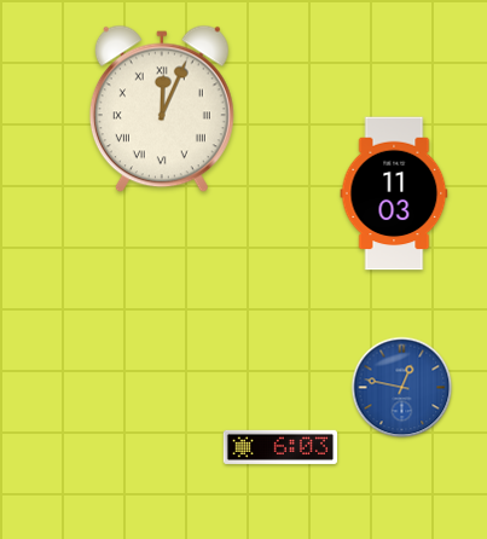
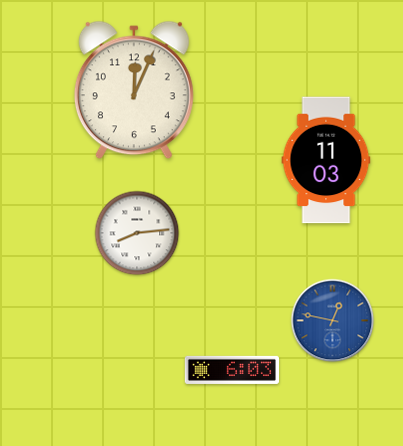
clock at (162, 109) numerals: Roman -> Arabic
clock at (137, 233): none -> 8:14
